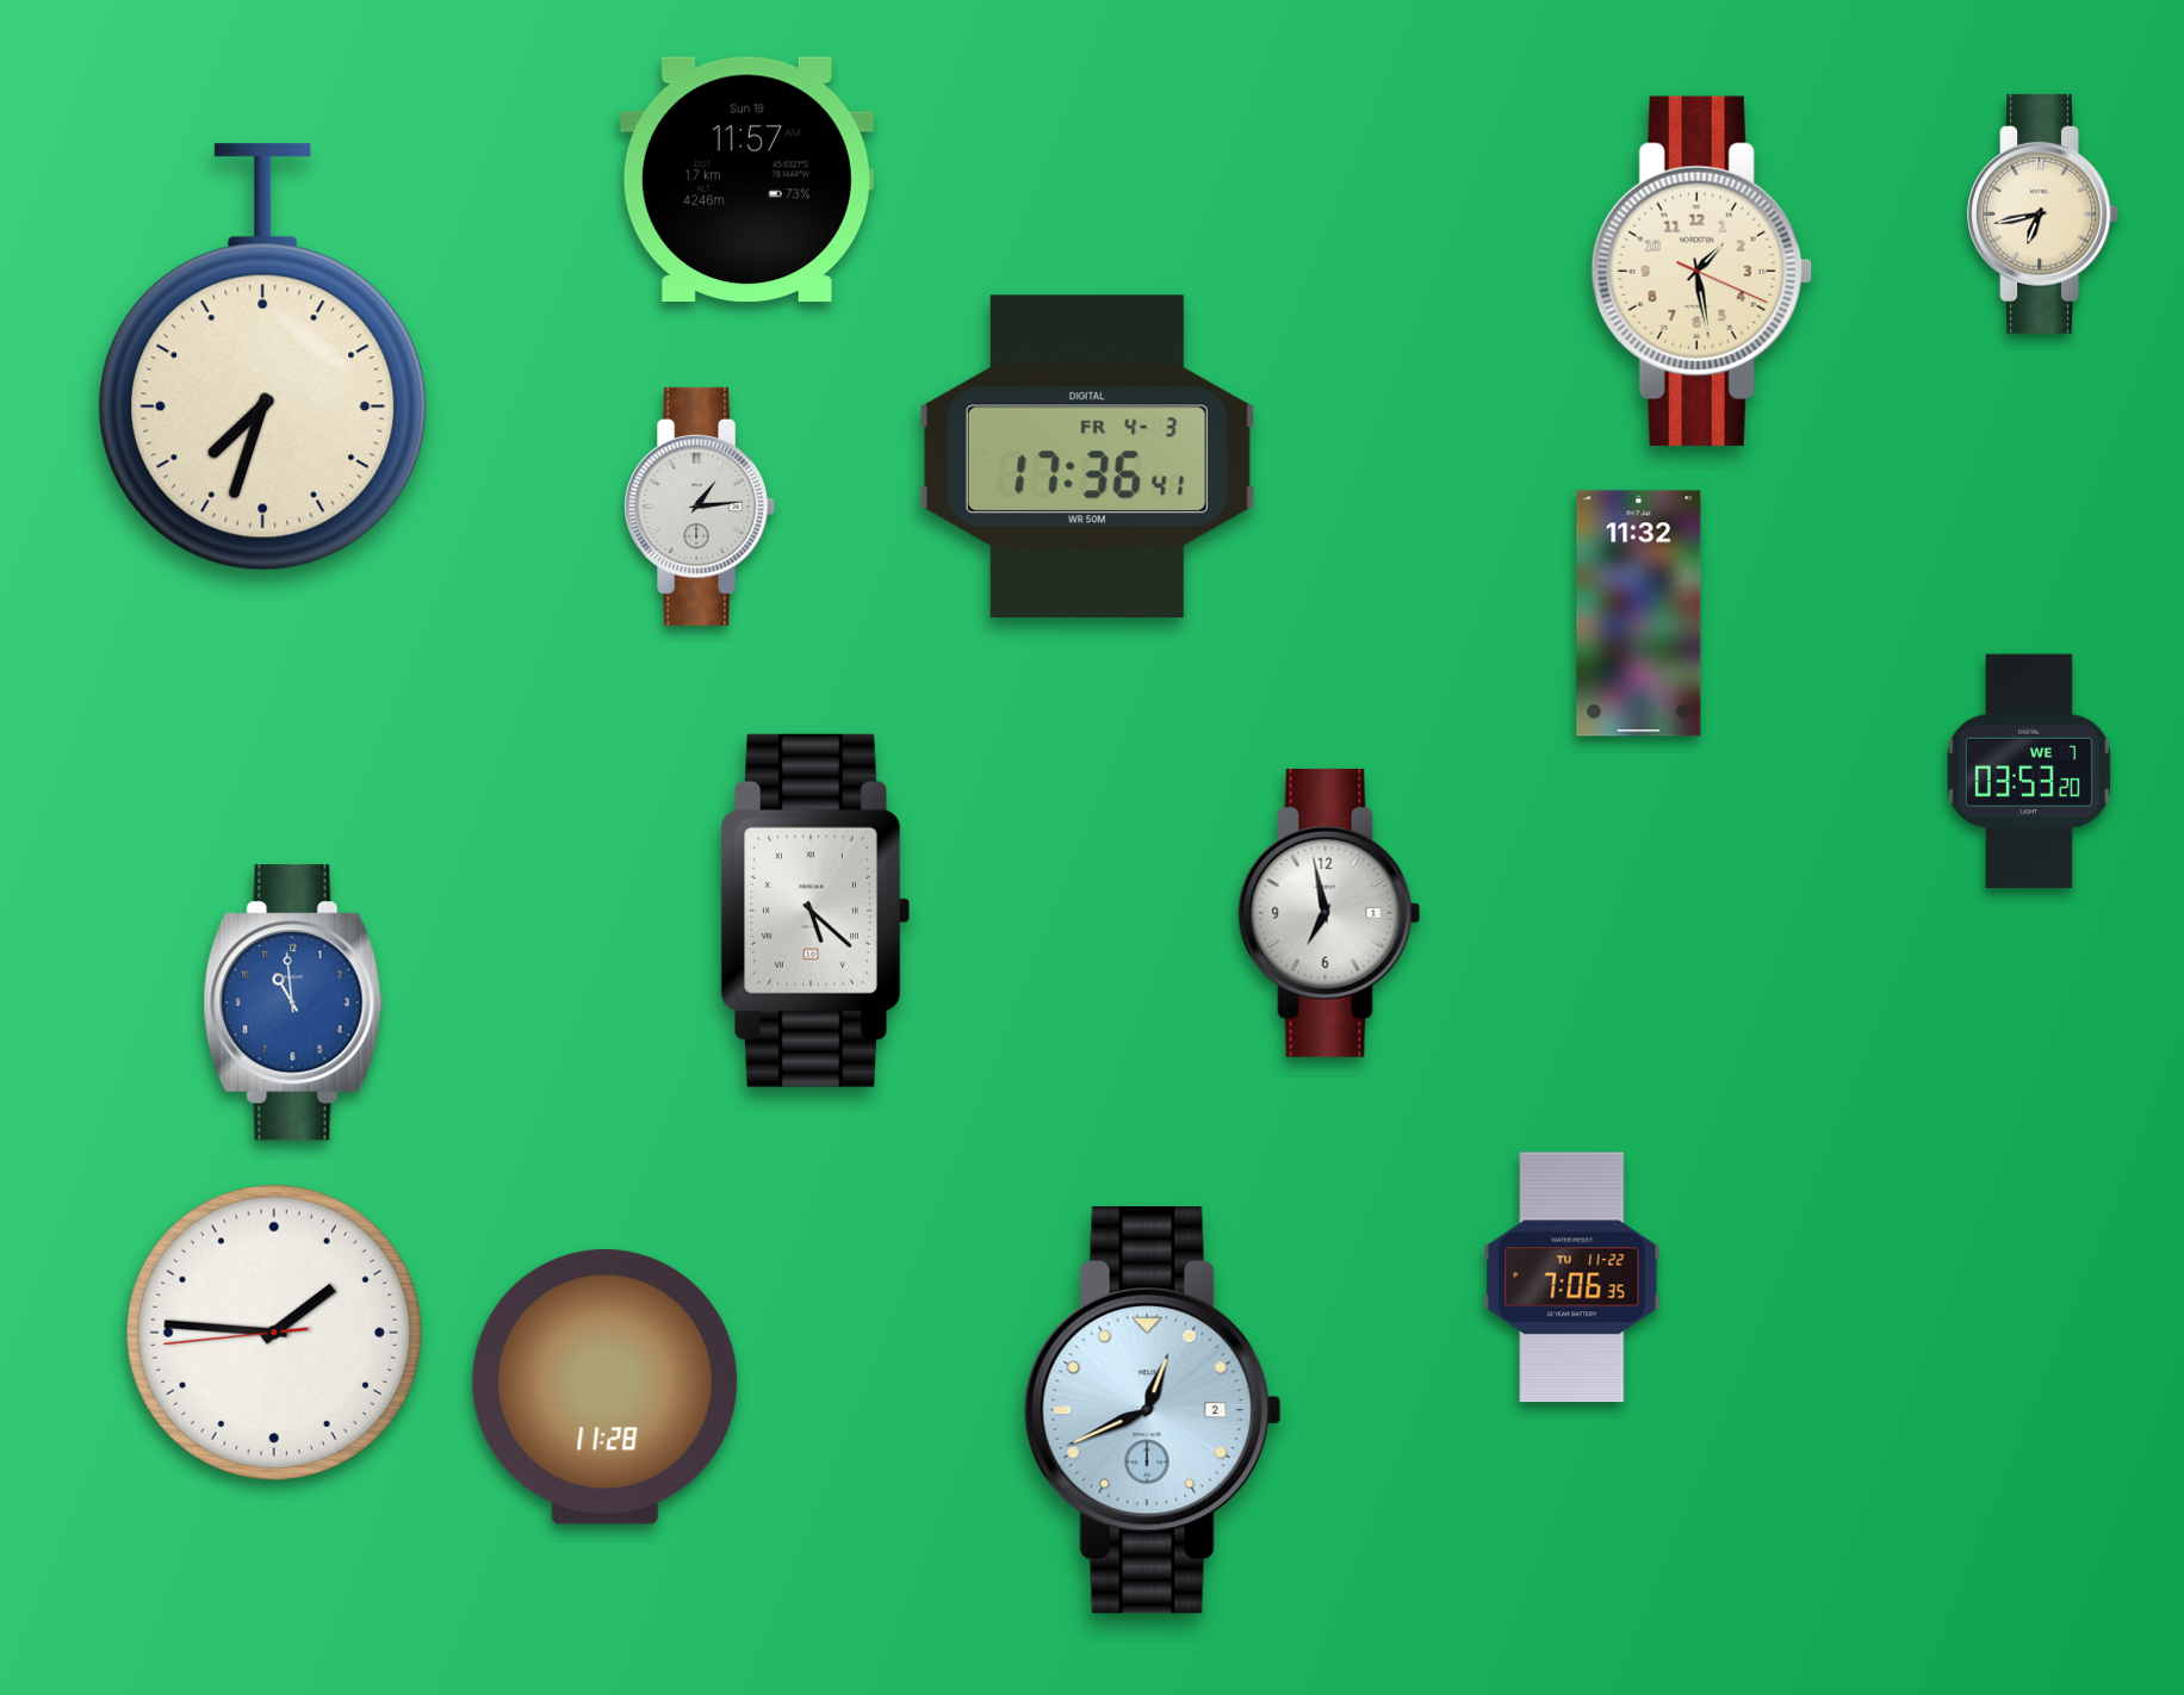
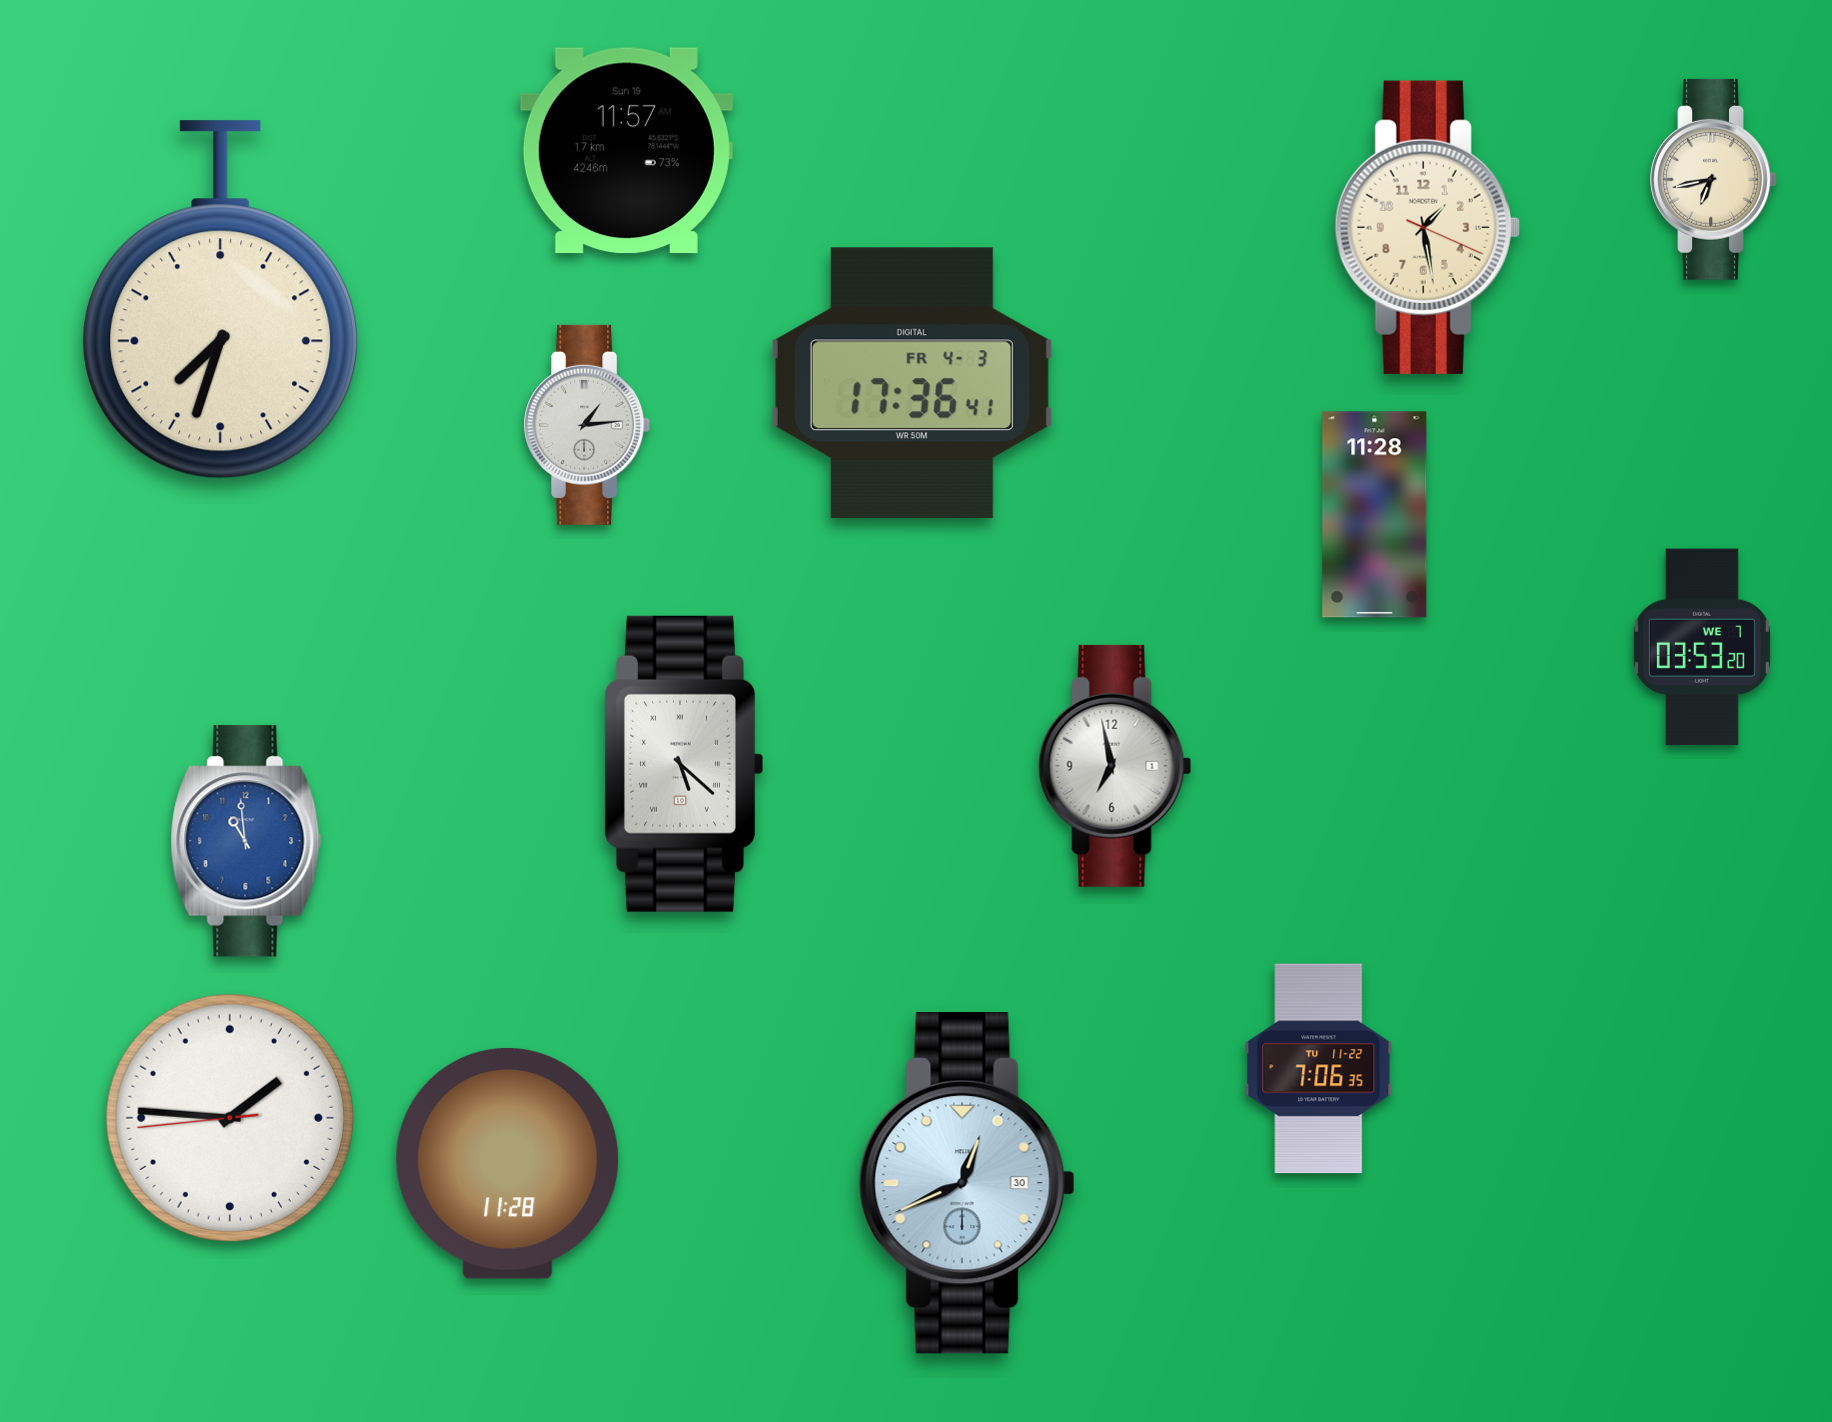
clock at (1639, 614): 11:32 -> 11:28
clock at (1572, 1278) position: (1572, 1278) -> (1319, 1069)
clock at (1153, 1411) date: 2 -> 30
